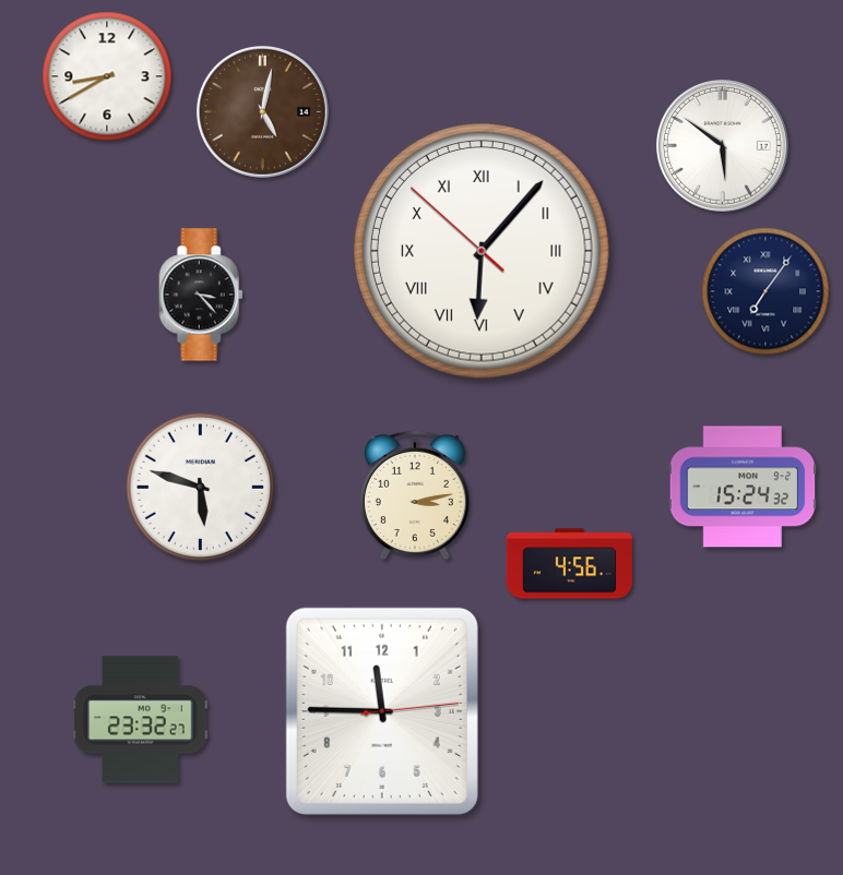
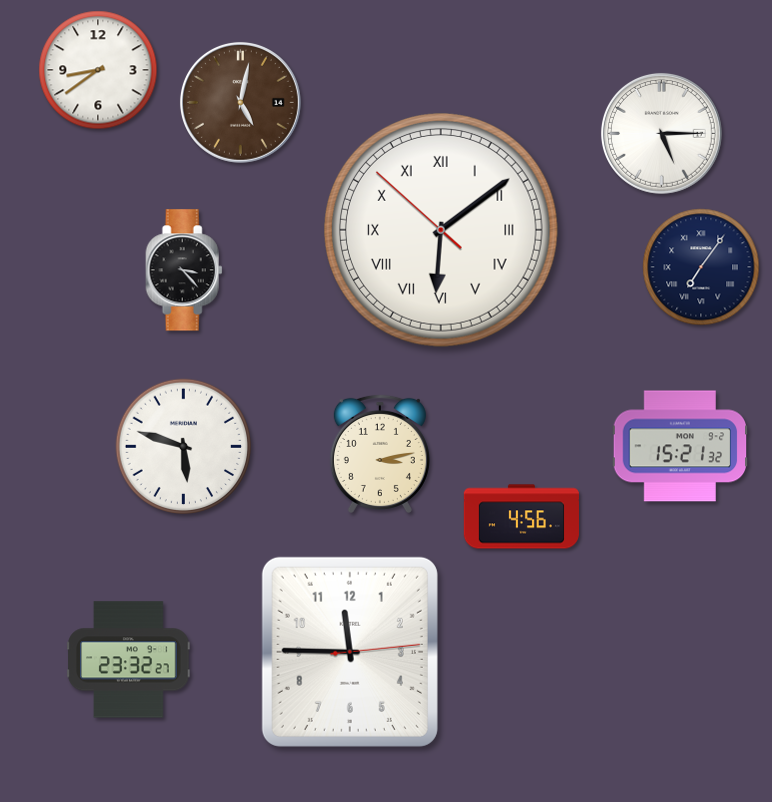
clock at (107, 76): 8:40 -> 8:39
clock at (722, 145): 5:51 -> 5:15
clock at (483, 252): 6:06 -> 6:08
clock at (743, 487): 15:24 -> 15:21
